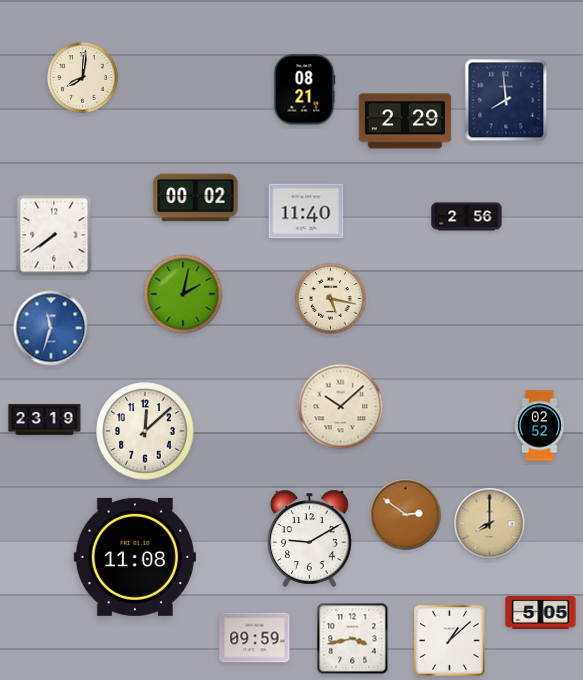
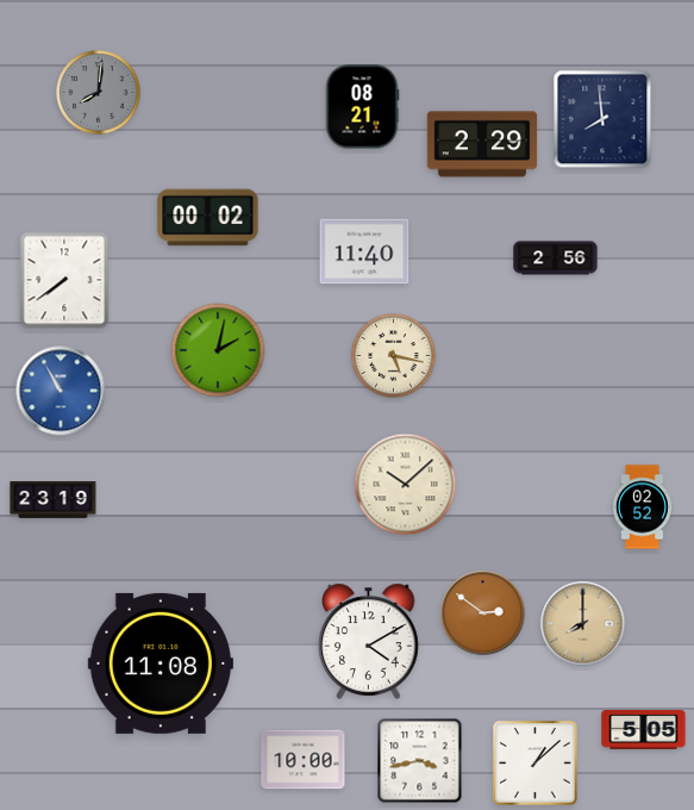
clock at (83, 78) dial: cream -> grey
clock at (196, 198) position: (196, 198) -> (208, 218)
clock at (51, 328): 11:33 -> 10:55
clock at (145, 431): 12:08 -> none
clock at (310, 538): 9:10 -> 4:10
clock at (255, 638): 09:59 -> 10:00
